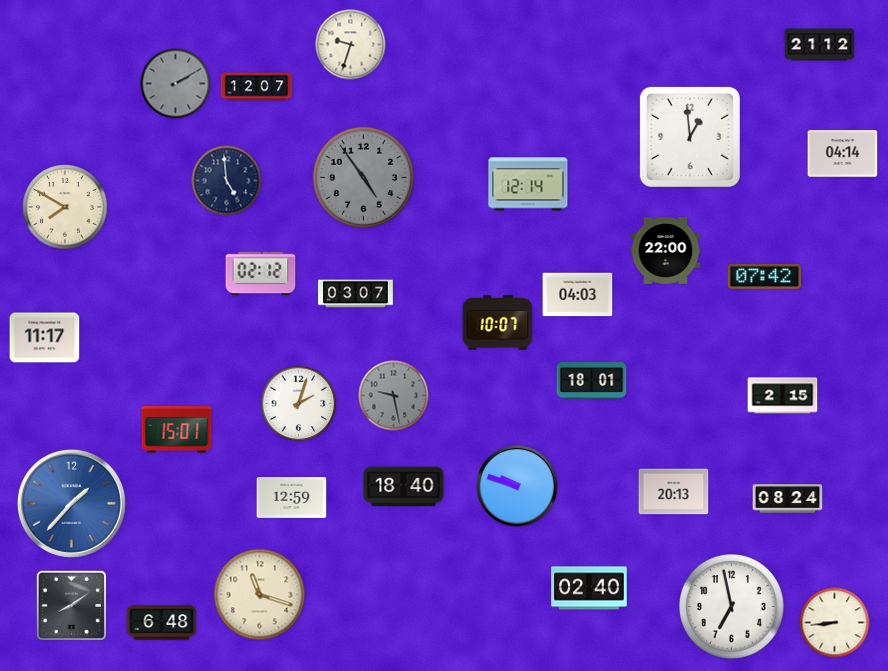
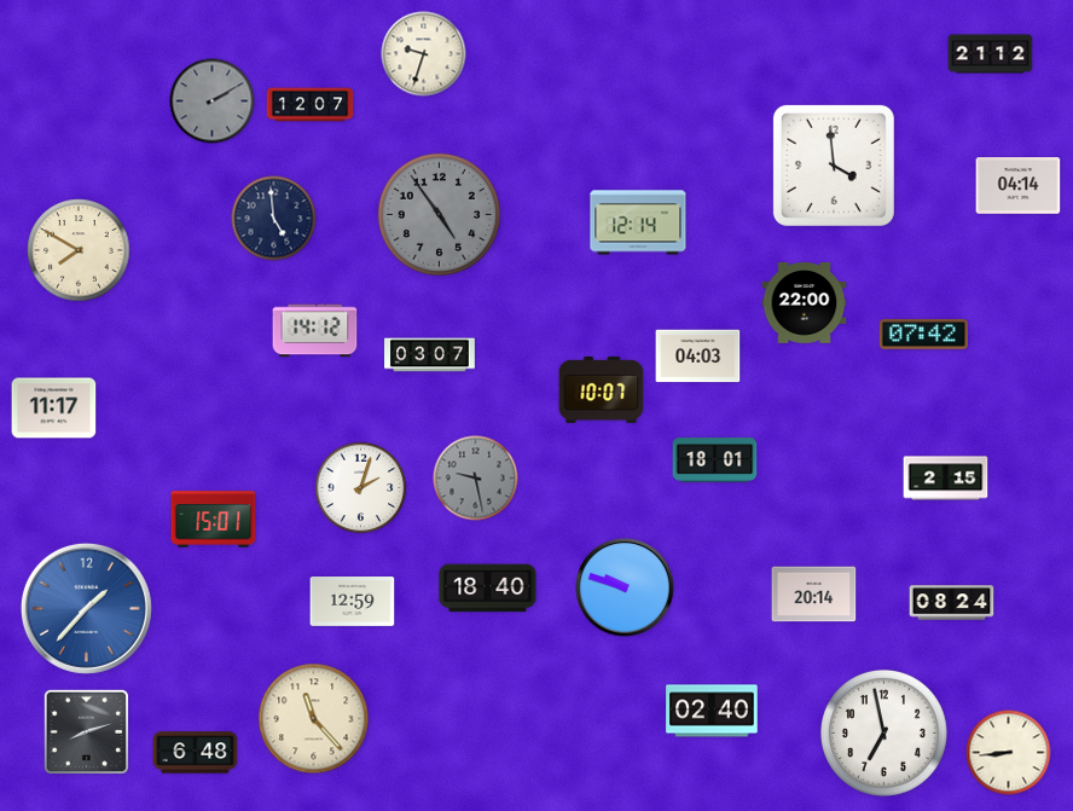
clock at (690, 137): 12:59 -> 3:59
clock at (261, 274): 02:12 -> 14:12
clock at (674, 492): 20:13 -> 20:14
clock at (260, 595): 11:18 -> 11:23
clock at (71, 605): 8:09 -> 8:12
